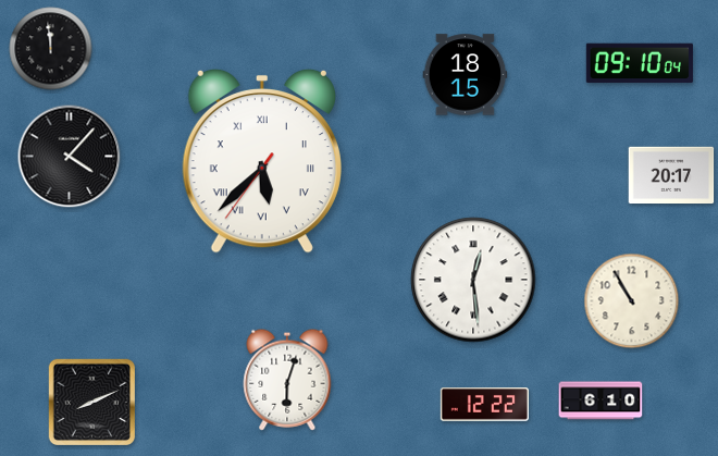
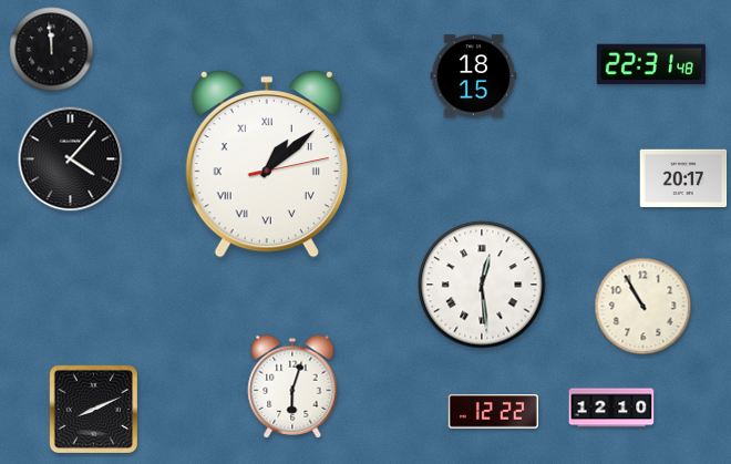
clock at (640, 63): 09:10 -> 22:31
clock at (262, 161): 5:37 -> 1:08
clock at (601, 400): 6:10 -> 12:10
